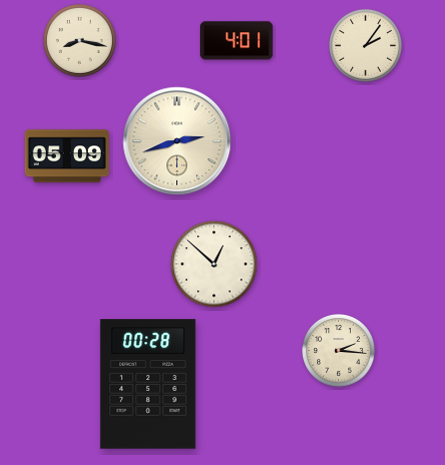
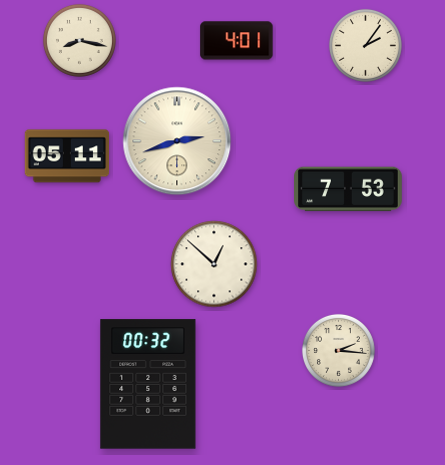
clock at (67, 156): 05:09 -> 05:11
clock at (349, 189): none -> 7:53
clock at (148, 384): 00:28 -> 00:32
